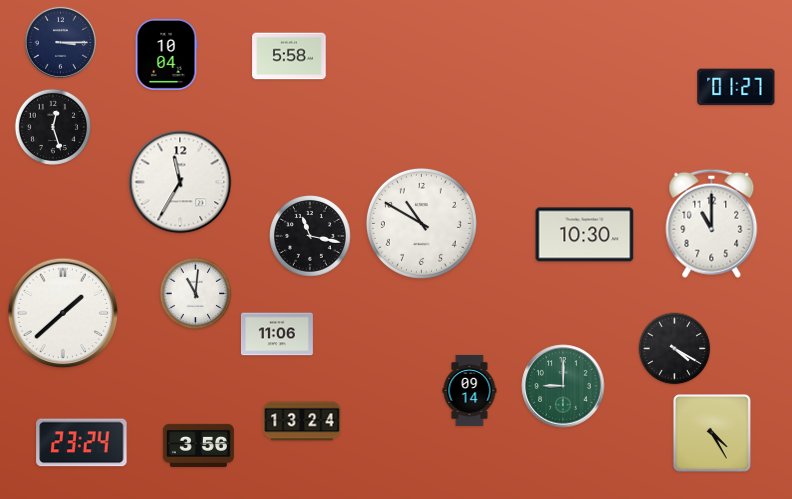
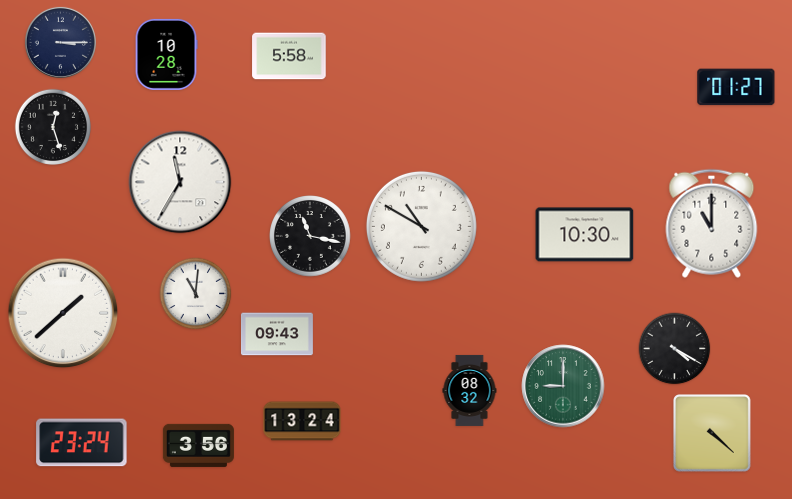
clock at (166, 54): 10:04 -> 10:28
clock at (421, 223) position: (421, 223) -> (421, 226)
clock at (277, 334): 11:06 -> 09:43
clock at (470, 390): 09:14 -> 08:32
clock at (713, 434): 4:25 -> 4:22
